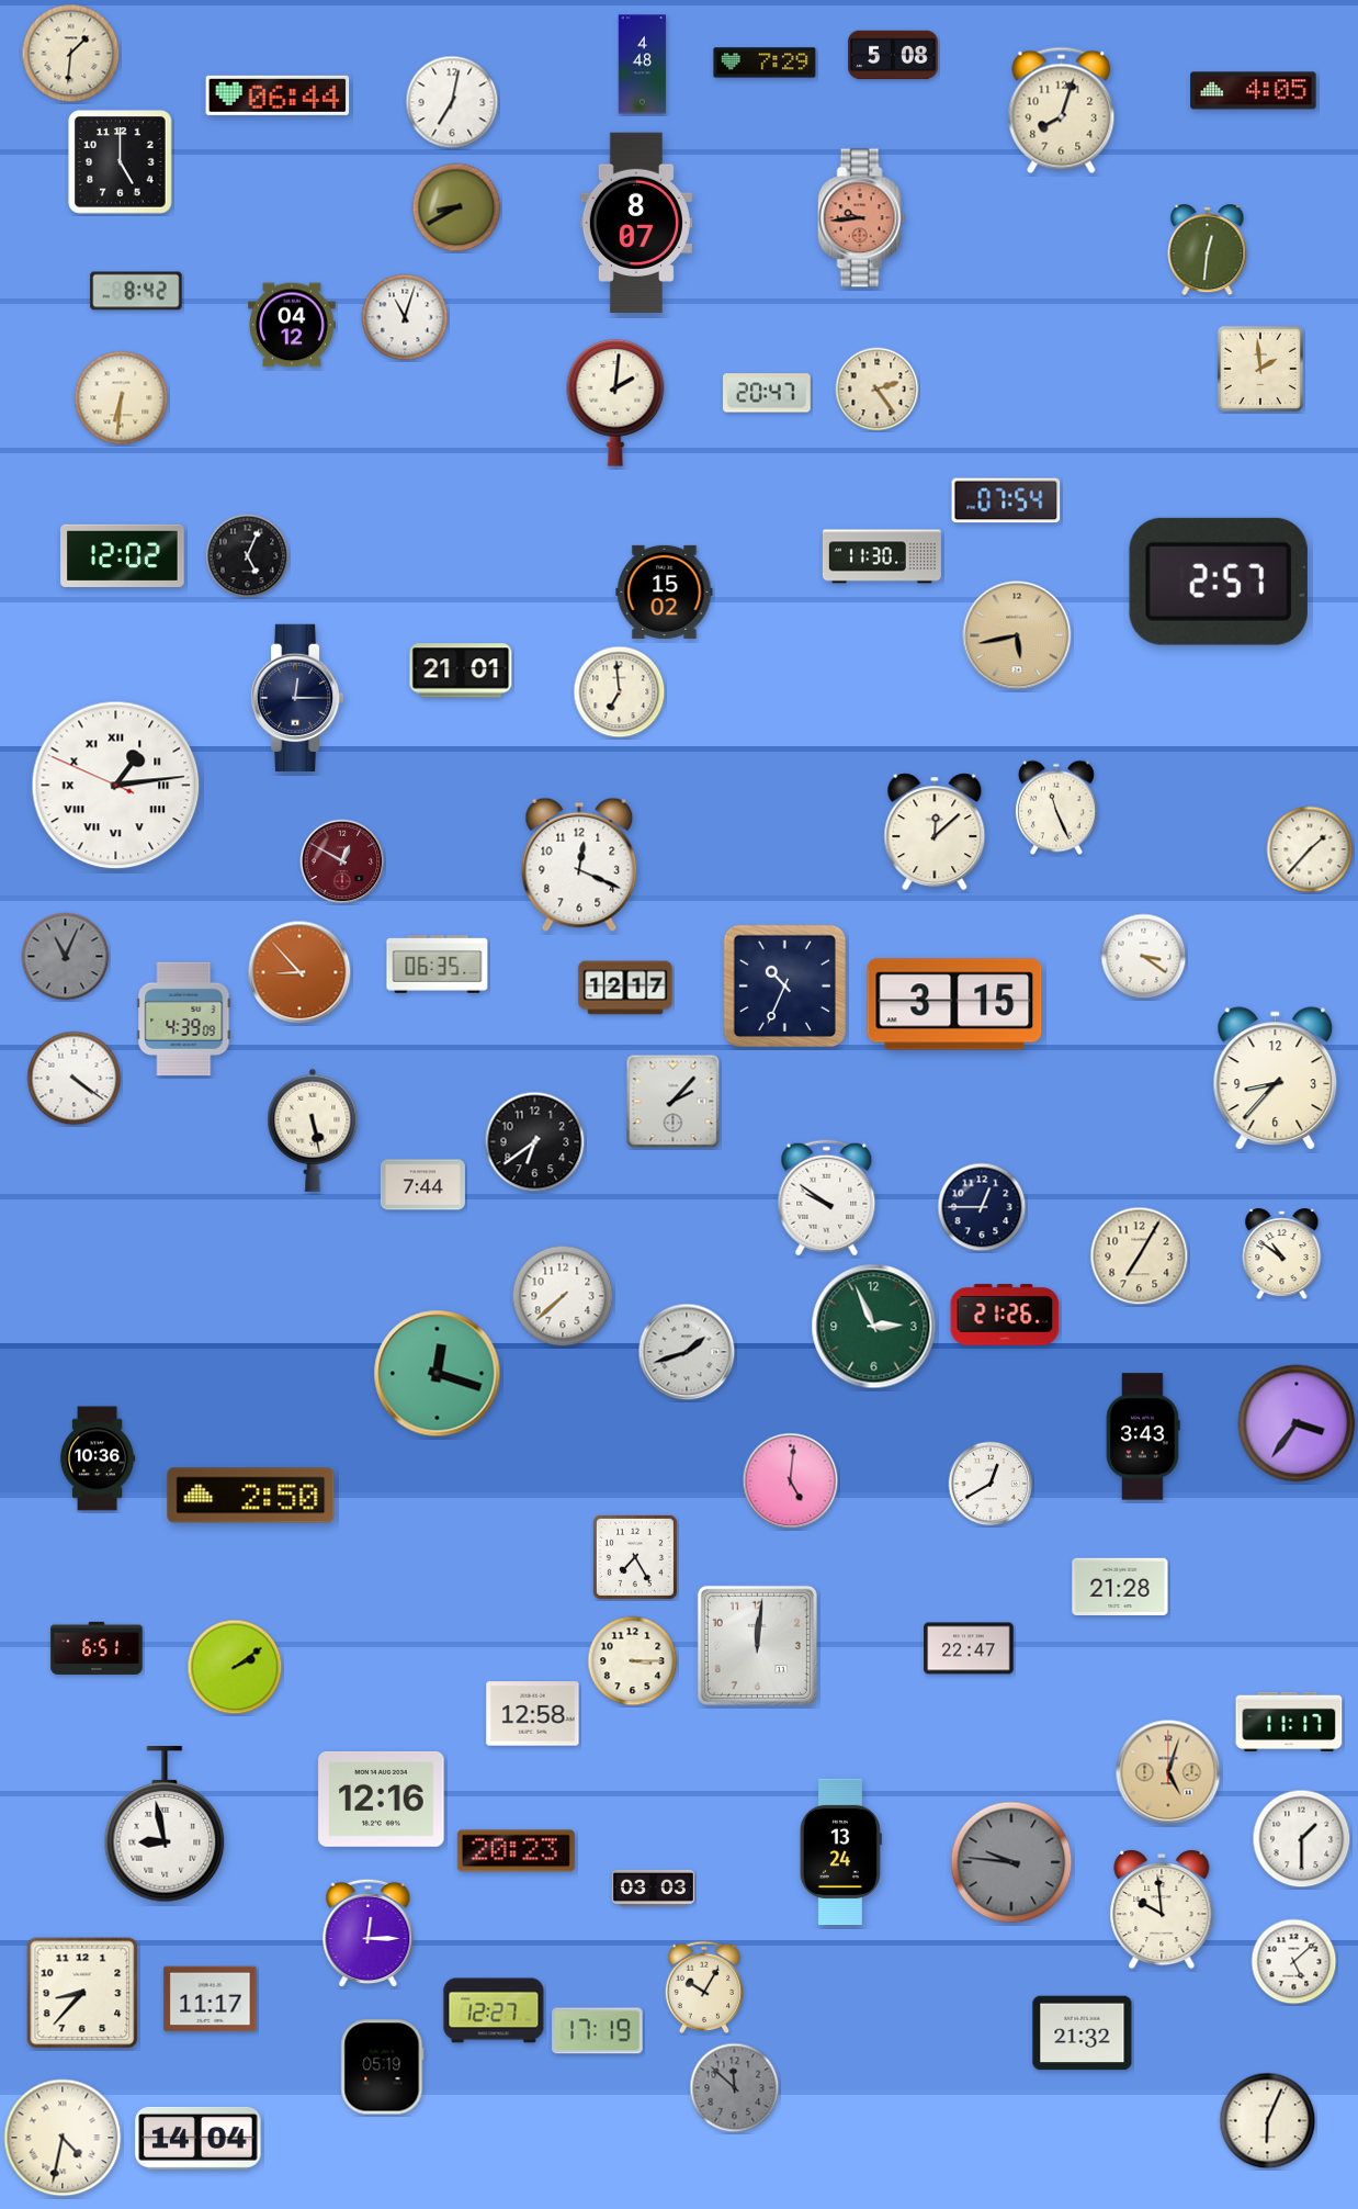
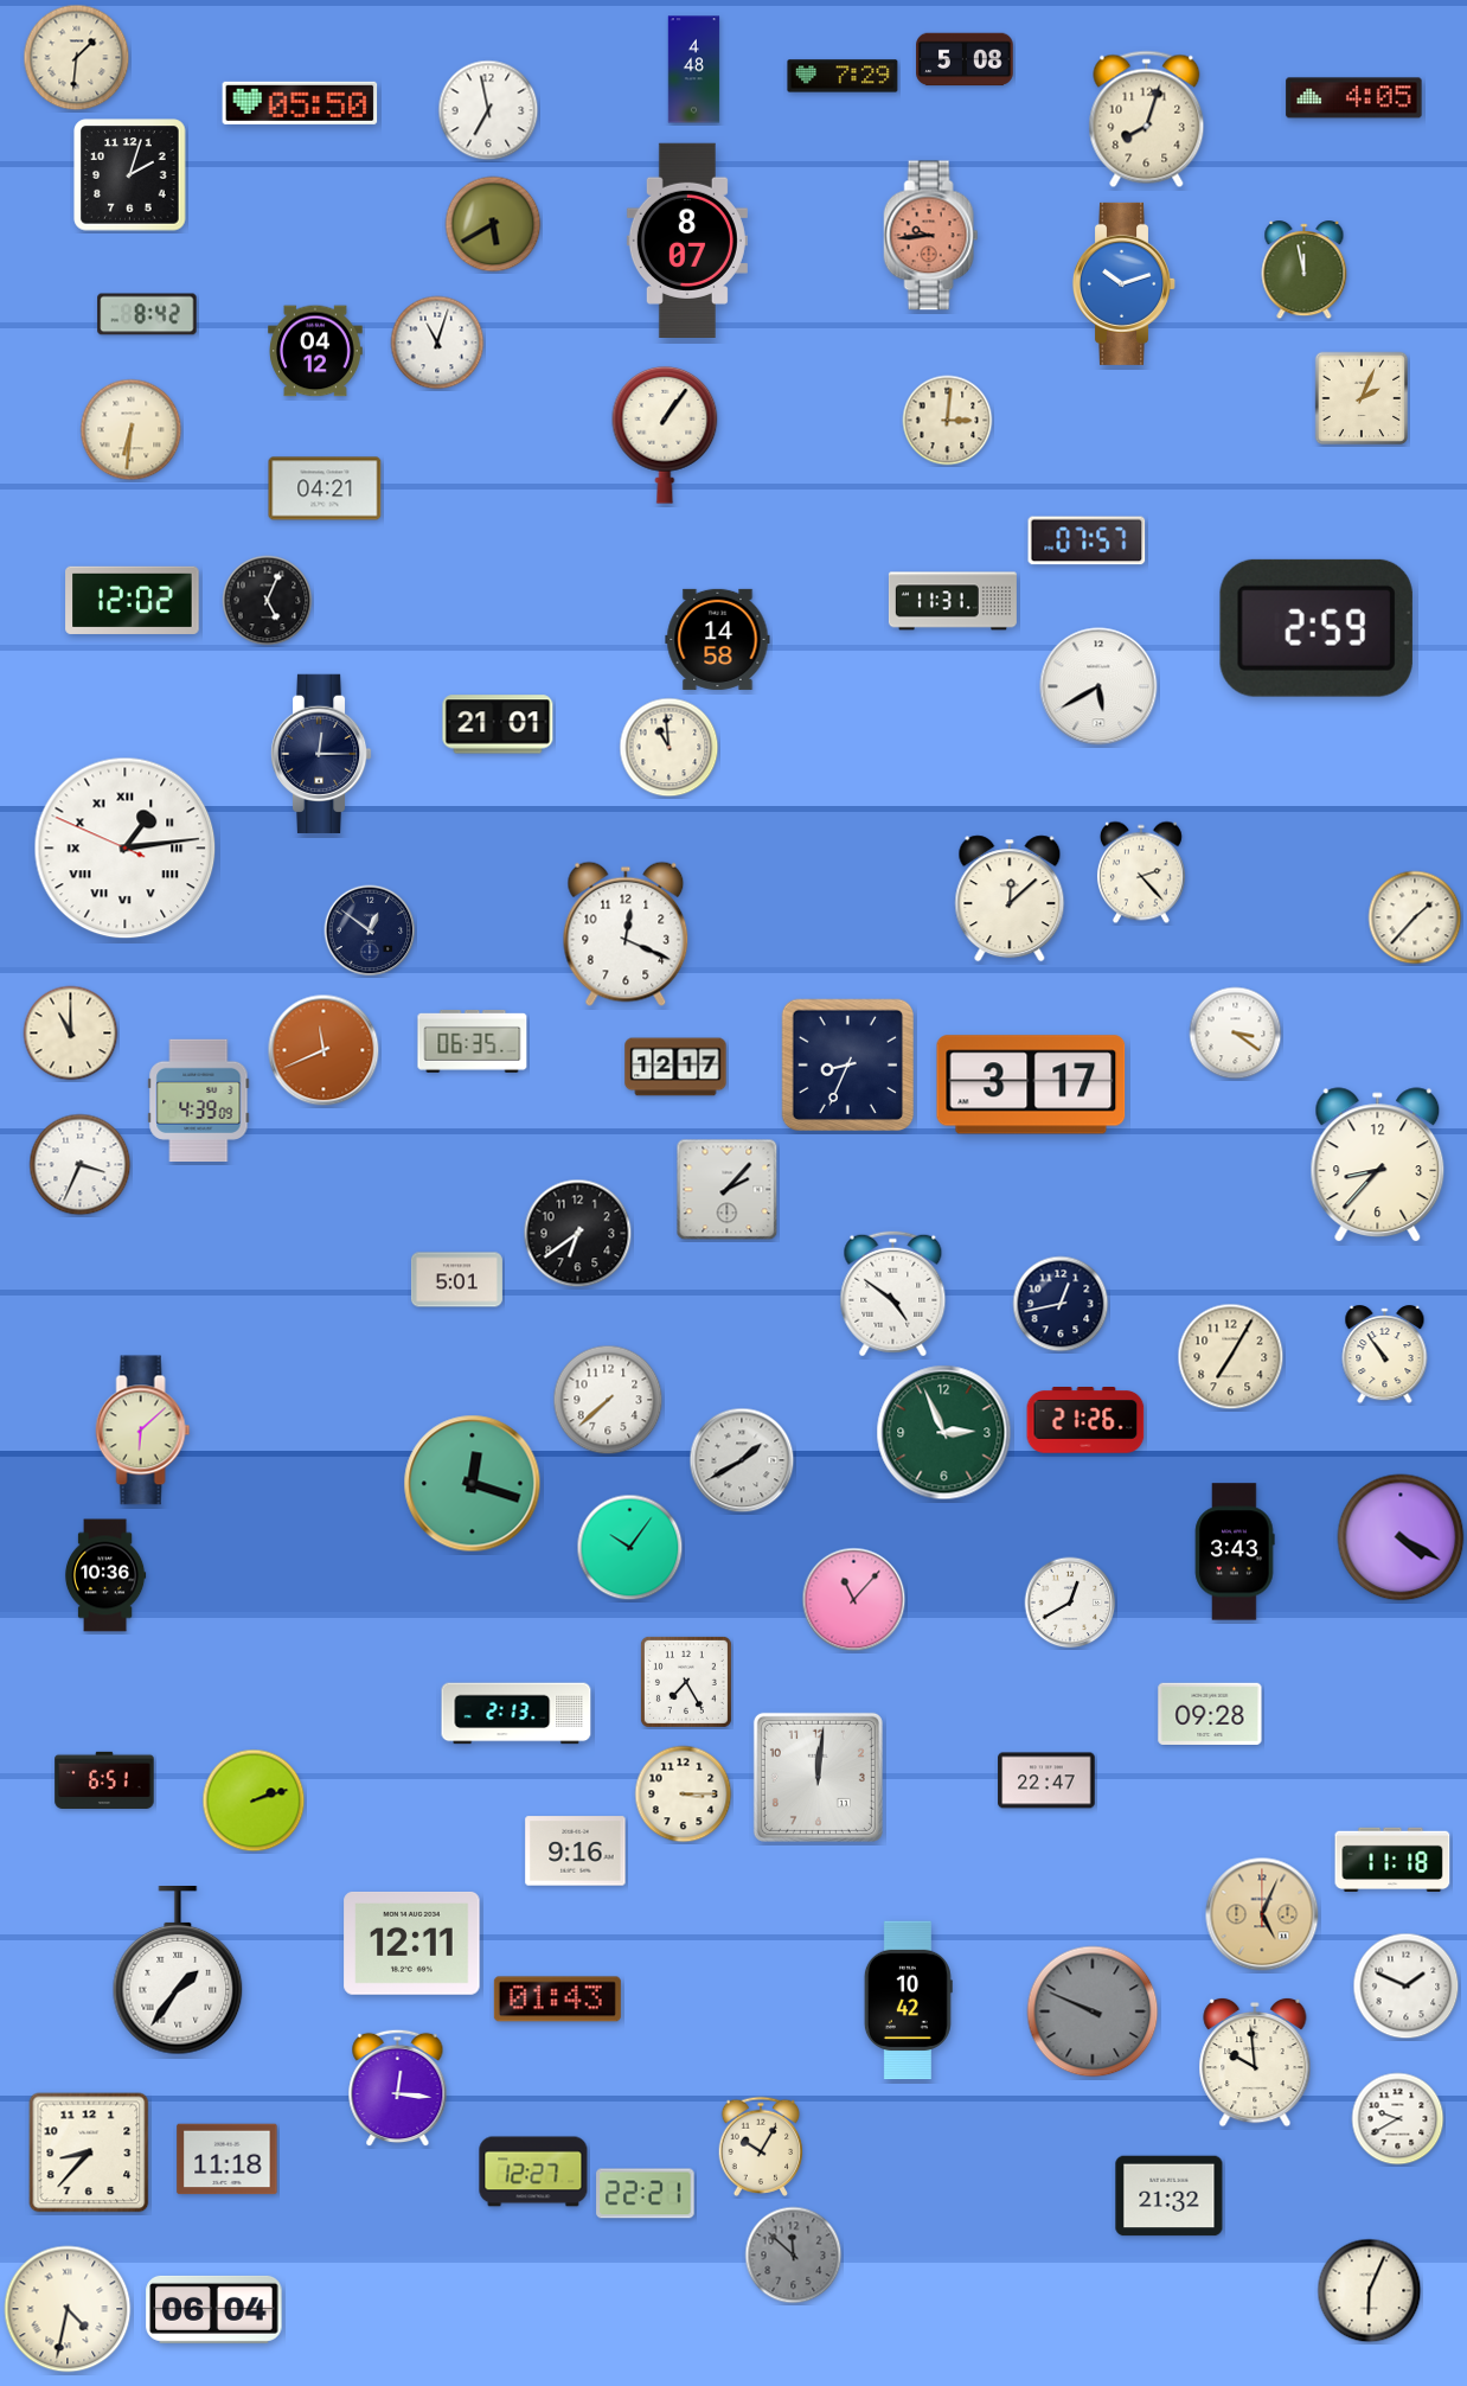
clock at (765, 63) position: (765, 63) -> (843, 76)
clock at (278, 95): 06:44 -> 05:50
clock at (452, 102): 7:02 -> 6:58
clock at (121, 162): 5:00 -> 2:03
clock at (456, 207): 8:40 -> 5:40
clock at (1208, 250): 12:31 -> 11:58
clock at (1123, 283): none -> 10:12
clock at (1260, 369): 1:59 -> 2:04
clock at (878, 390): 2:24 -> 3:01
clock at (767, 393): 20:47 -> none
clock at (615, 403): 2:01 -> 1:06
clock at (325, 488): none -> 04:21
clock at (1006, 500): 07:54 -> 07:57
clock at (882, 556): 11:30 -> 11:31
clock at (1219, 582): 2:57 -> 2:59
clock at (665, 591): 15:02 -> 14:58
clock at (1017, 635): 5:43 -> 5:40
clock at (1017, 635) dial: champagne -> white
clock at (620, 692): 6:59 -> 10:59
clock at (1056, 808): 11:26 -> 2:23
clock at (342, 861): 12:50 -> 12:51
clock at (342, 861) dial: burgundy -> navy
clock at (66, 957): 11:04 -> 11:00
clock at (66, 957) dial: grey -> cream
clock at (299, 972): 8:53 -> 11:41
clock at (785, 987): 10:34 -> 8:34
clock at (954, 1004): 3:15 -> 3:17
clock at (75, 1079): 4:21 -> 3:34
clock at (313, 1130): 5:28 -> none
clock at (422, 1185): 7:44 -> 5:01
clock at (827, 1198): 9:51 -> 4:51
clock at (982, 1207): 12:45 -> 12:43
clock at (1282, 1254): 10:51 -> 10:54
clock at (143, 1431): none -> 6:08
clock at (687, 1352): 1:42 -> 1:40
clock at (1297, 1423): 3:36 -> 4:20
clock at (630, 1548): none -> 10:06
clock at (791, 1481): 5:01 -> 11:07
clock at (251, 1496): 2:50 -> none
clock at (517, 1714): none -> 2:13
clock at (1120, 1587): 21:28 -> 09:28
clock at (235, 1667): 2:09 -> 2:12
clock at (533, 1714): 12:58 -> 9:16
clock at (1289, 1721): 11:17 -> 11:18
clock at (1168, 1772): 5:03 -> 5:04
clock at (382, 1799): 12:16 -> 12:11
clock at (165, 1825): 8:58 -> 1:36
clock at (1302, 1839): 1:30 -> 1:49
clock at (516, 1851): 20:23 -> 01:43
clock at (840, 1852): 13:24 -> 10:42
clock at (1011, 1862): 9:46 -> 9:49
clock at (653, 1887): 03:03 -> none
clock at (369, 1934): 12:15 -> 12:16
clock at (1294, 1962): 5:08 -> 9:40
clock at (211, 1999): 11:17 -> 11:18
clock at (598, 2031): 17:19 -> 22:21
clock at (383, 2067): 05:19 -> none
clock at (199, 2138): 14:04 -> 06:04
